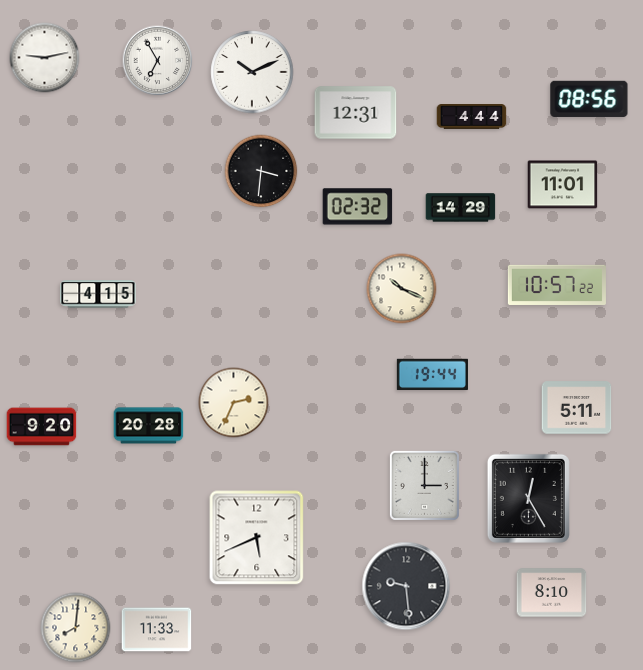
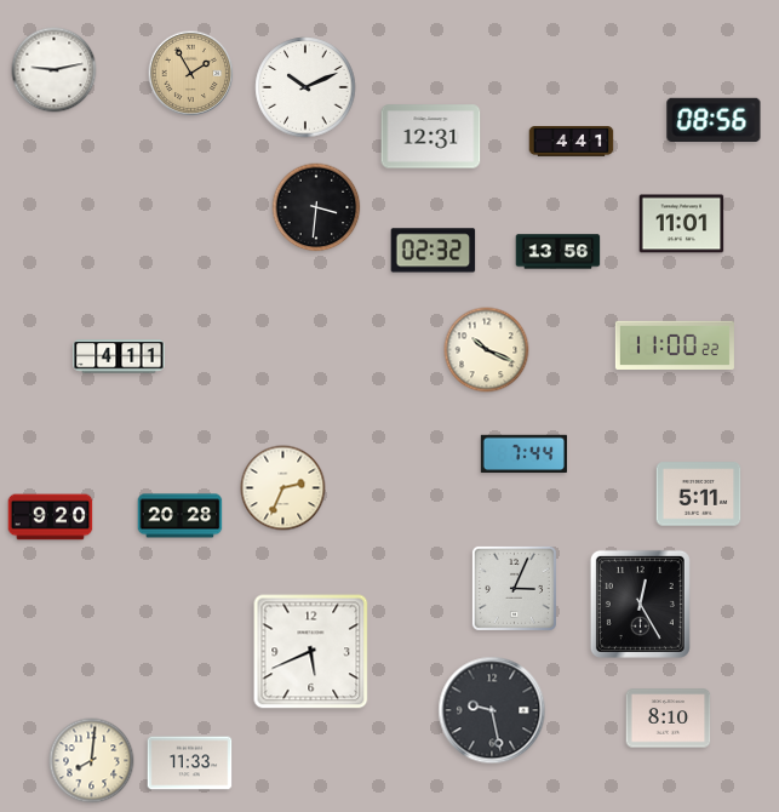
clock at (158, 61): 6:55 -> 1:55
clock at (158, 61) dial: white -> champagne
clock at (472, 117): 4:44 -> 4:41
clock at (461, 208): 14:29 -> 13:56
clock at (557, 285): 10:57 -> 11:00
clock at (98, 294): 4:15 -> 4:11
clock at (432, 375): 19:44 -> 7:44
clock at (424, 485): 3:00 -> 3:04
clock at (406, 586): 9:29 -> 9:28
